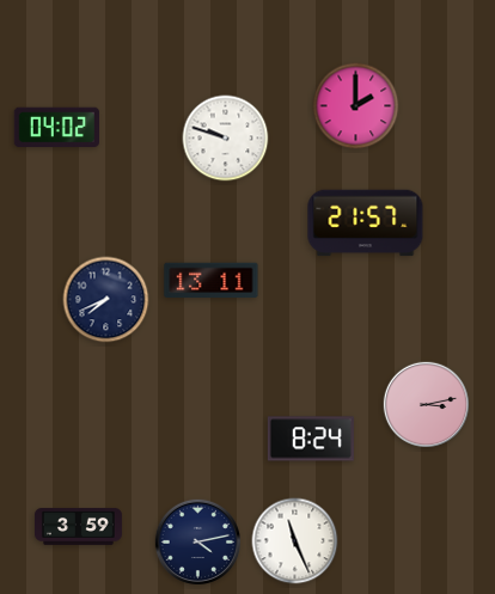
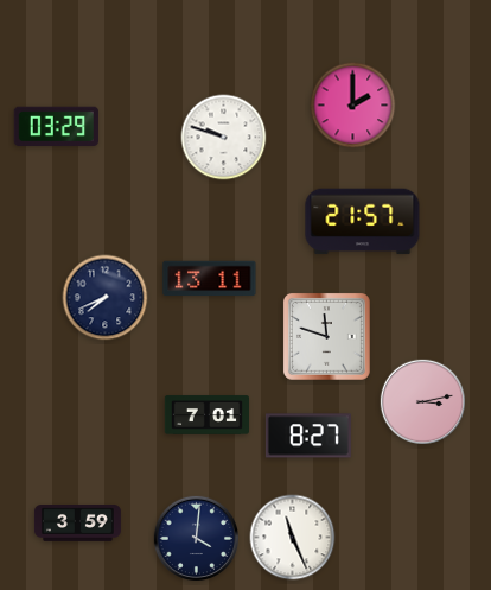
clock at (56, 127): 04:02 -> 03:29
clock at (327, 337): none -> 11:48
clock at (208, 415): none -> 7:01
clock at (311, 439): 8:24 -> 8:27
clock at (197, 541): 4:13 -> 4:01
